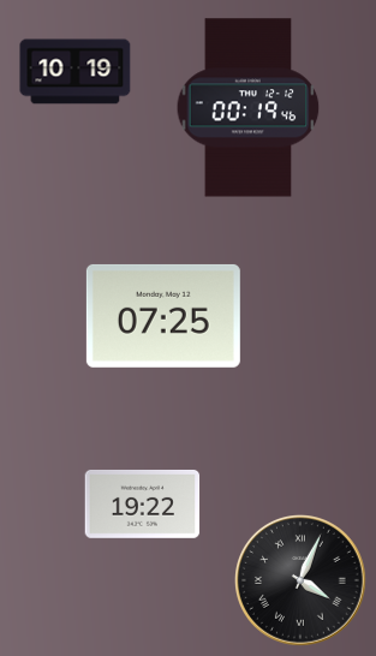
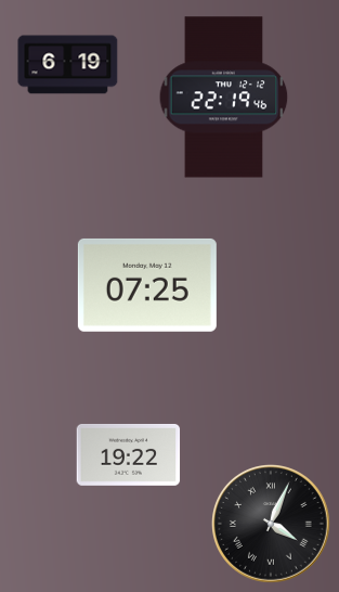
clock at (76, 72): 10:19 -> 6:19
clock at (249, 108): 00:19 -> 22:19
